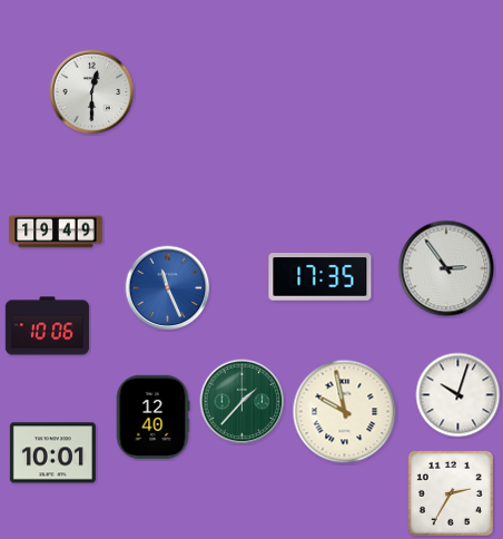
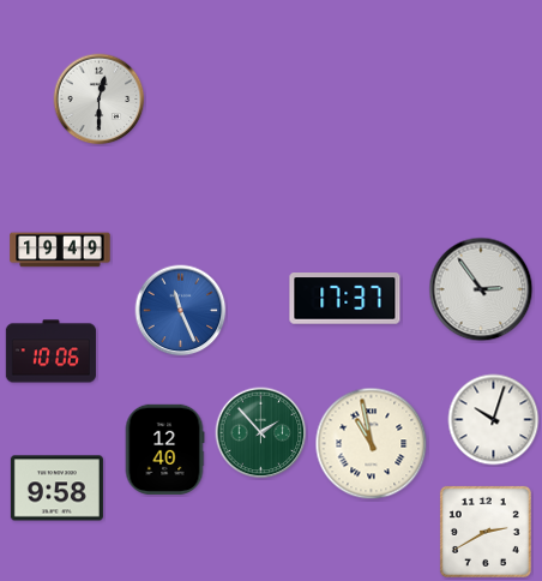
clock at (320, 277): 17:35 -> 17:37
clock at (458, 395) position: (458, 395) -> (494, 420)
clock at (243, 402): 1:37 -> 1:53
clock at (345, 412): 9:58 -> 10:58
clock at (52, 453): 10:01 -> 9:58
clock at (451, 493): 2:35 -> 2:40
